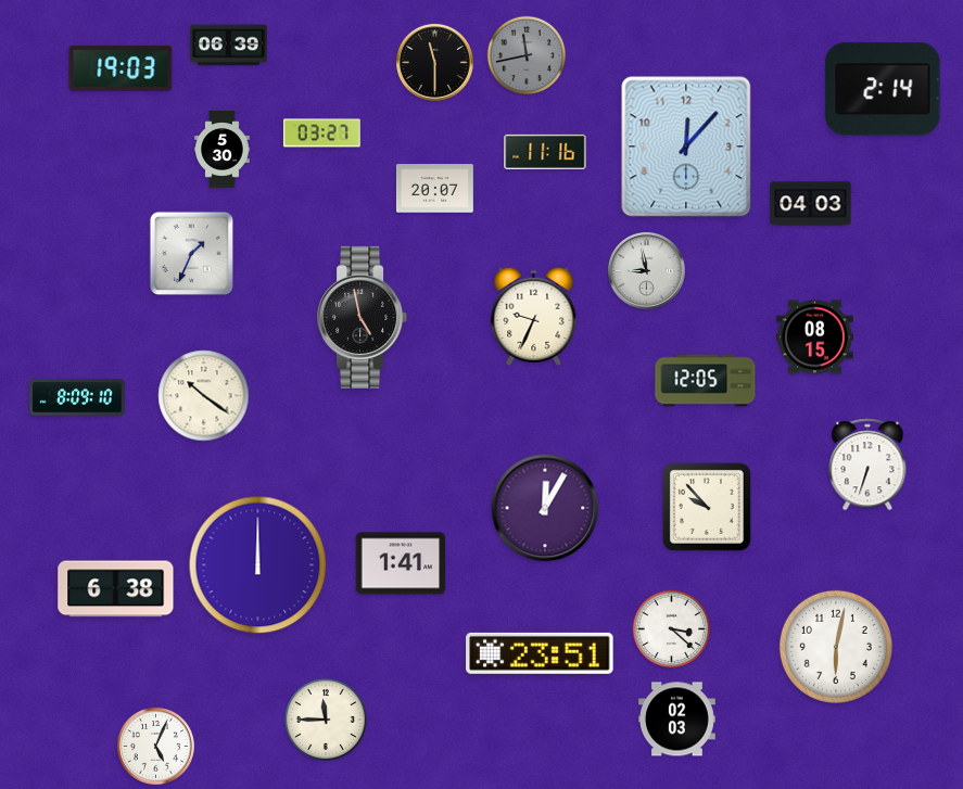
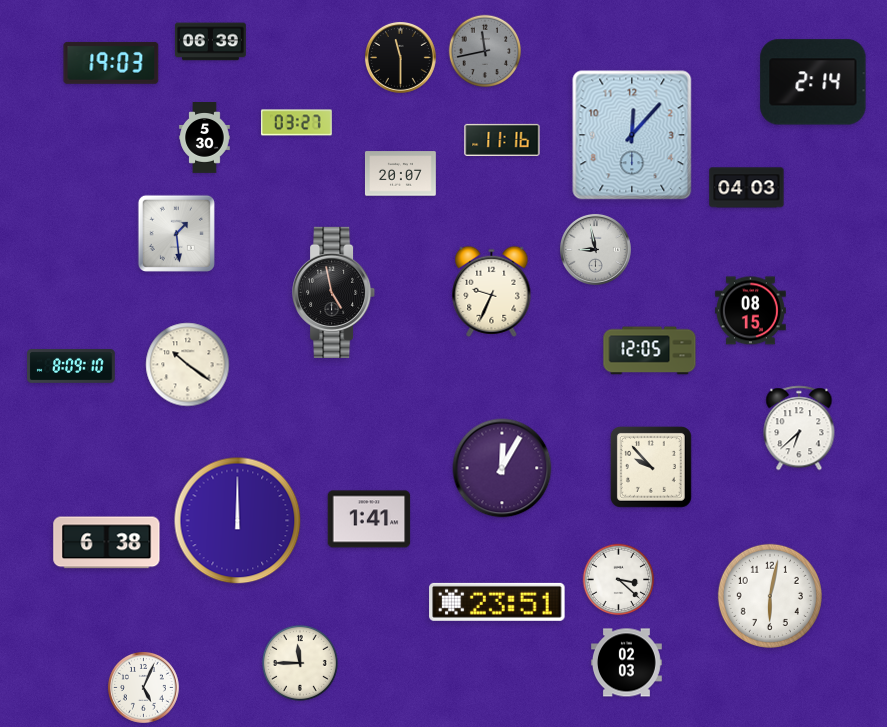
clock at (191, 253): 1:34 -> 1:29
clock at (867, 465): 6:33 -> 6:38
clock at (676, 720) position: (676, 720) -> (626, 663)
